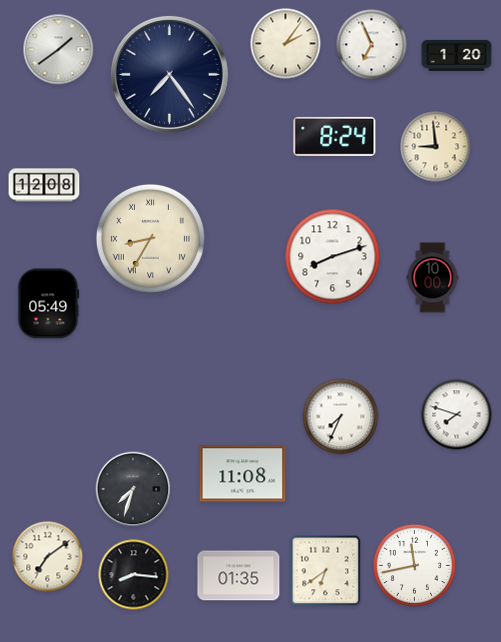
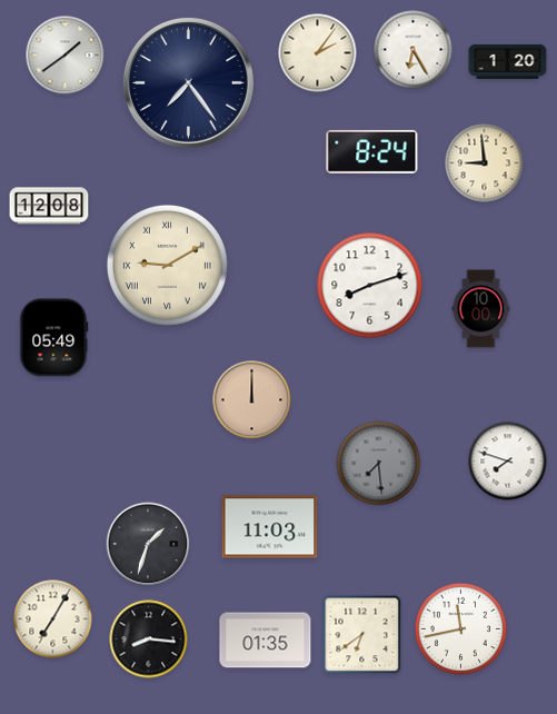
clock at (286, 44) position: (286, 44) -> (318, 53)
clock at (372, 45): 6:56 -> 6:25
clock at (150, 238): 8:35 -> 9:10
clock at (252, 400): none -> 12:00
clock at (341, 417): 7:34 -> 7:29
clock at (341, 417) dial: white -> grey
clock at (243, 474): 11:08 -> 11:03
clock at (133, 489): 7:33 -> 1:33
clock at (48, 557): 7:09 -> 7:05
